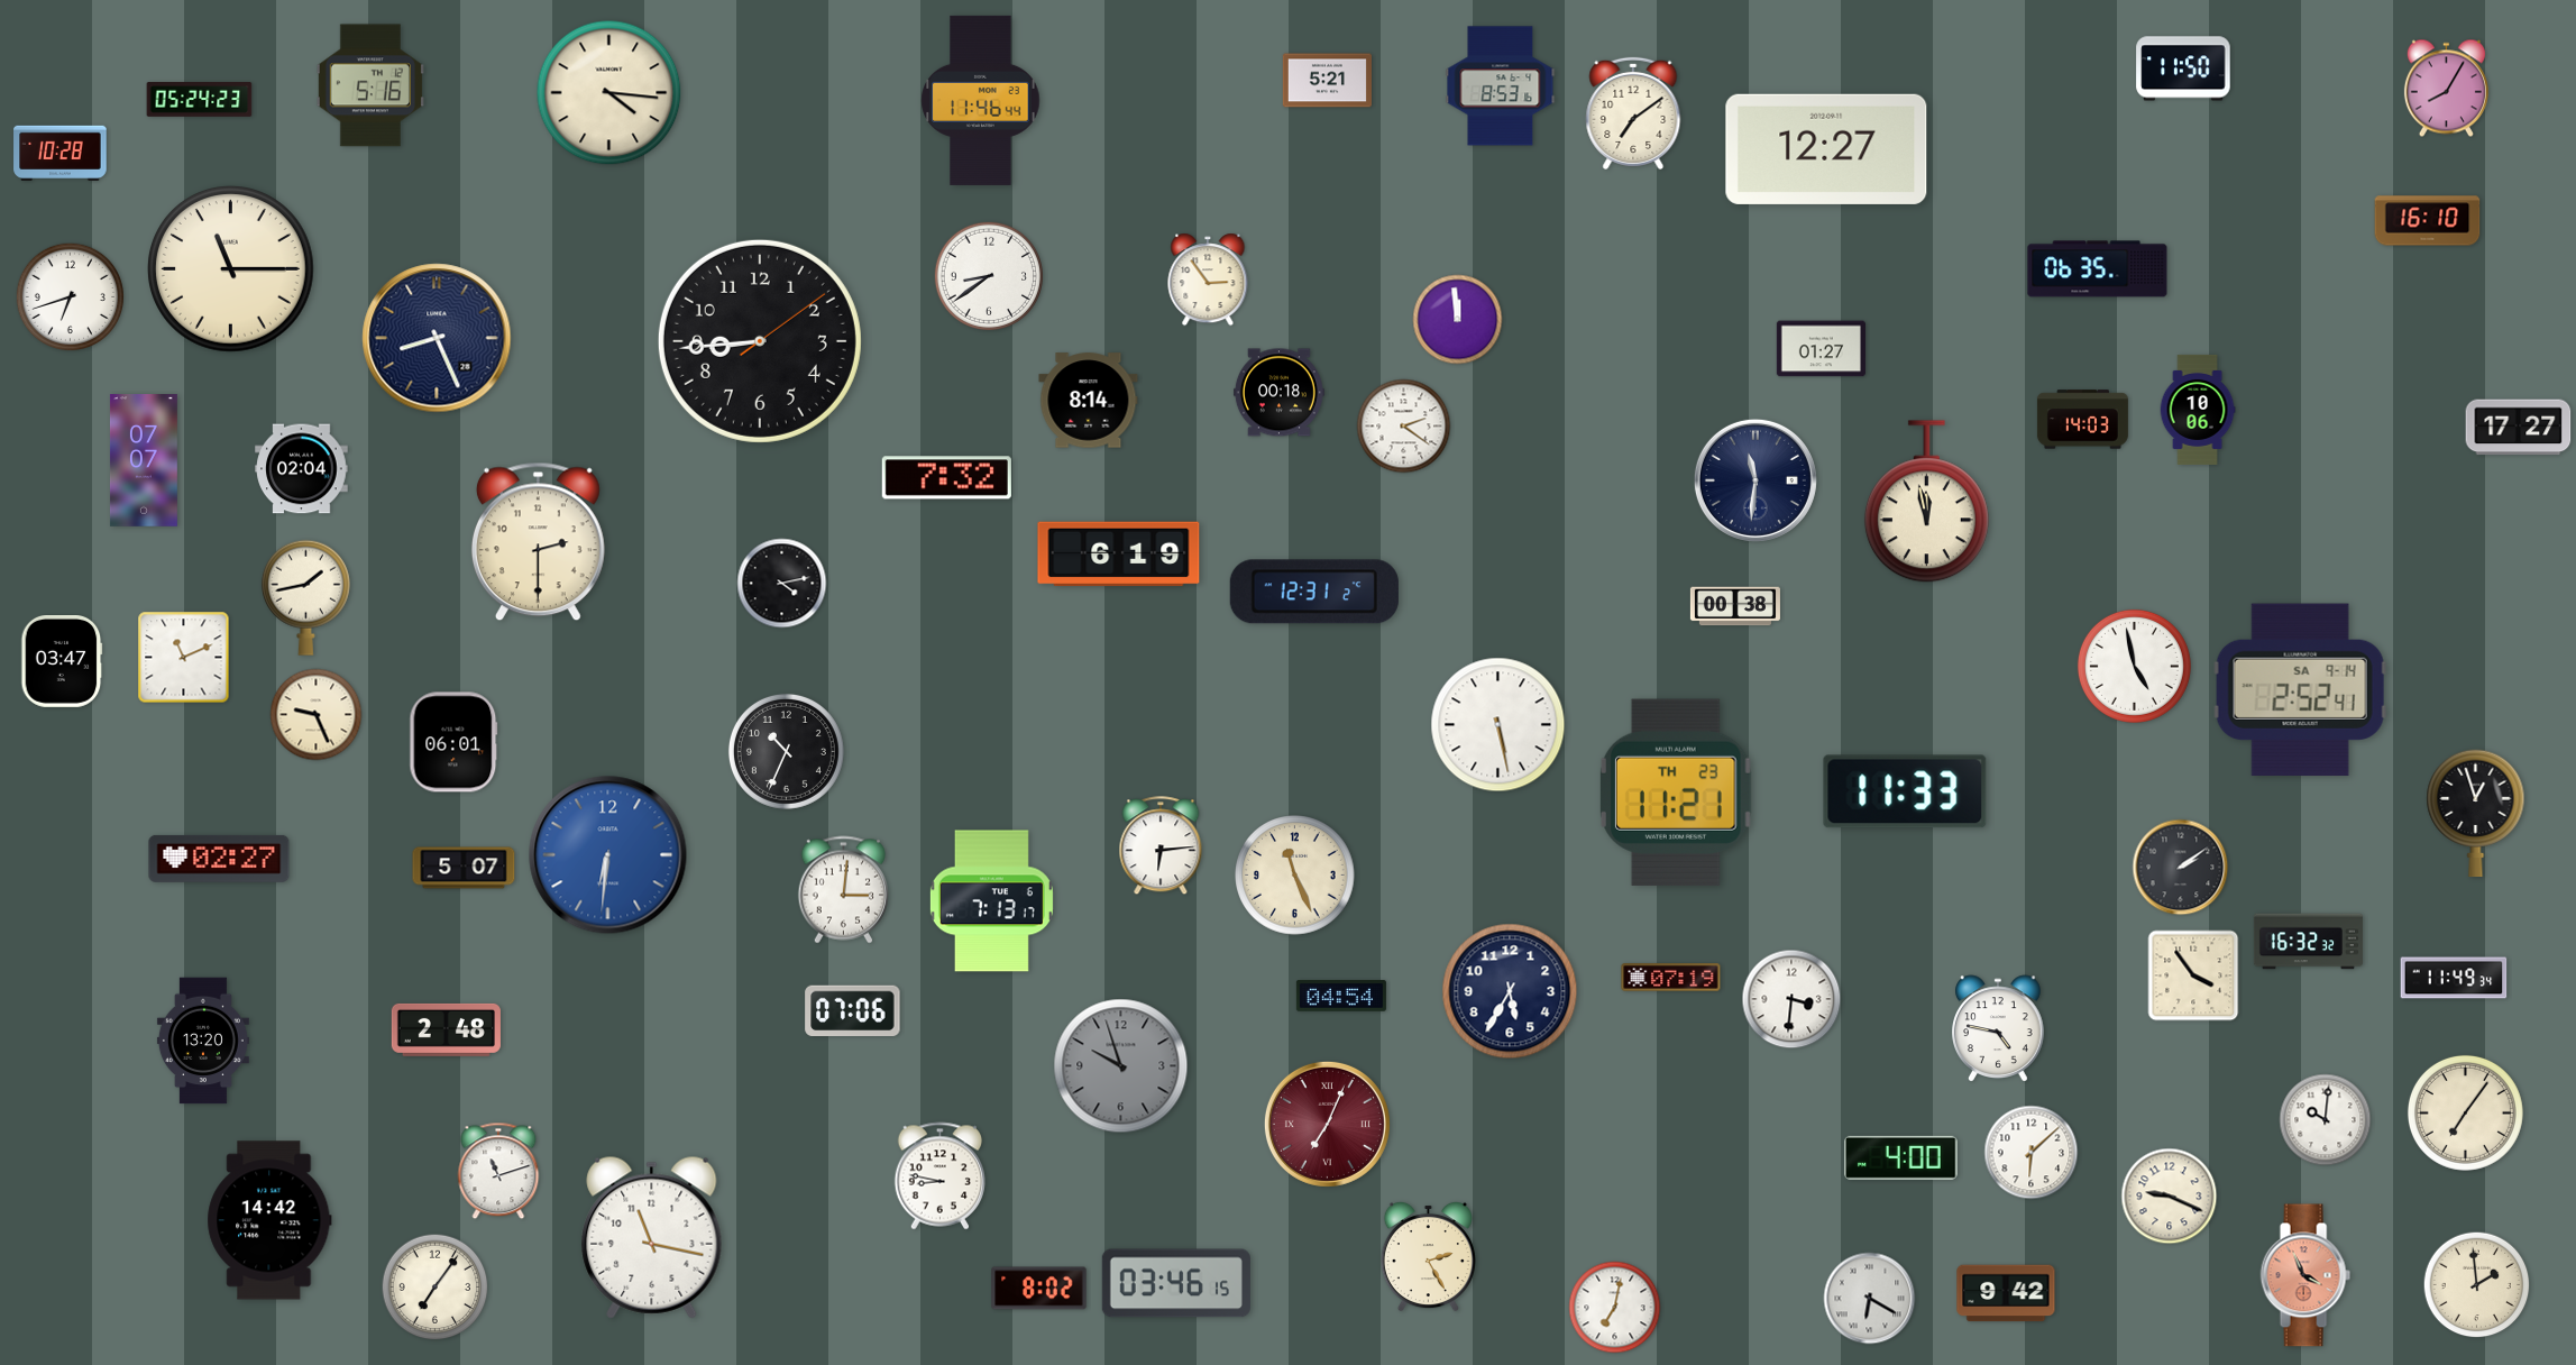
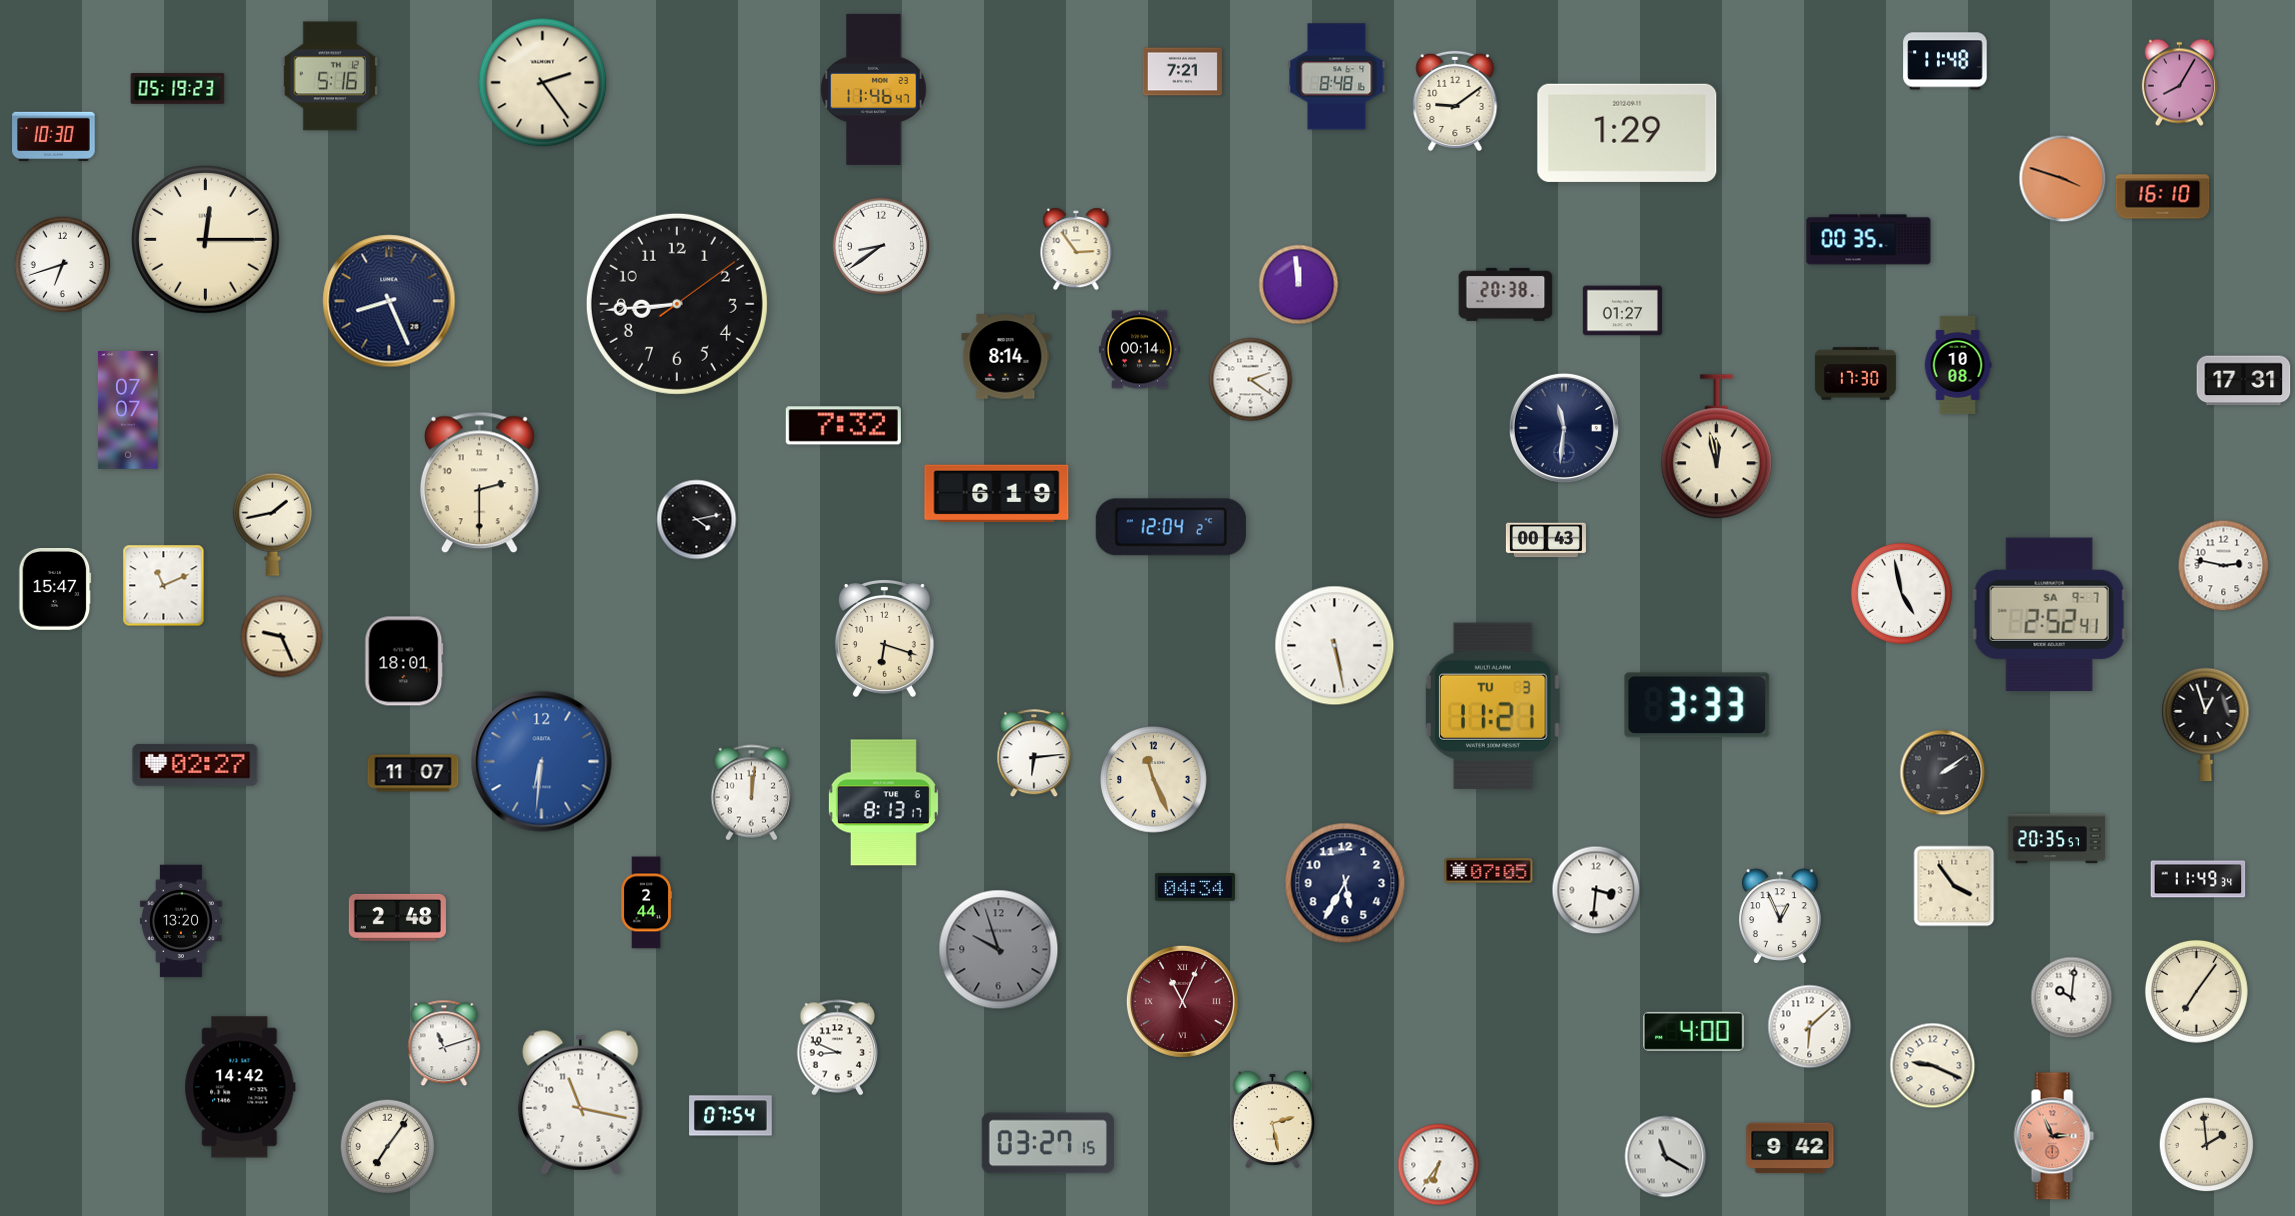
clock at (2183, 68): 11:50 -> 11:48
clock at (1327, 81): 5:21 -> 7:21
clock at (1501, 86): 8:53 -> 8:48
clock at (2446, 89) position: (2446, 89) -> (2179, 83)
clock at (609, 93): 4:16 -> 2:24
clock at (200, 100): 05:24 -> 05:19
clock at (981, 100): 11:46:44 -> 11:46:47
clock at (1633, 113): 7:09 -> 9:09
clock at (1826, 149): 12:27 -> 1:29
clock at (61, 153): 10:28 -> 10:30
clock at (2063, 179): none -> 3:48
clock at (231, 269): 11:15 -> 12:15
clock at (2098, 269): 06:35 -> 00:35
clock at (1506, 294): none -> 20:38
clock at (1278, 393): 00:18 -> 00:14
clock at (1089, 401) position: (1089, 401) -> (1006, 357)
clock at (2198, 410): 10:06 -> 10:08
clock at (2082, 420): 14:03 -> 17:30
clock at (2519, 428): 17:27 -> 17:31
clock at (302, 469): 02:04 -> none
clock at (1314, 592): 12:31 -> 12:04
clock at (305, 597) position: (305, 597) -> (272, 524)
clock at (1735, 606): 00:38 -> 00:43
clock at (2224, 566): none -> 2:47
clock at (62, 662): 03:47 -> 15:47
clock at (2300, 690) date: SA 9-14 -> SA 9-7
clock at (884, 639): none -> 6:18
clock at (453, 742): 06:01 -> 18:01
clock at (786, 751): 10:34 -> none
clock at (1905, 791): 11:33 -> 3:33
clock at (1676, 793) date: TH 23 -> TU 3
clock at (464, 868): 5:07 -> 11:07
clock at (844, 890): 3:01 -> 12:01
clock at (991, 901): 7:13 -> 8:13
clock at (2308, 942): 16:32 -> 20:35
clock at (2193, 975) position: (2193, 975) -> (1954, 886)
clock at (1671, 978): 07:19 -> 07:05
clock at (2454, 978) position: (2454, 978) -> (2198, 879)
clock at (1341, 997): 04:54 -> 04:34
clock at (853, 1011): 07:06 -> none
clock at (647, 903): none -> 2:44
clock at (1999, 1028): 4:47 -> 12:56
clock at (203, 1041) position: (203, 1041) -> (181, 921)
clock at (1327, 1124): 7:04 -> 11:04
clock at (941, 1176): 8:47 -> 8:49
clock at (731, 1116): none -> 07:54
clock at (1428, 1256): 2:25 -> 2:28
clock at (2305, 1275): 3:56 -> 2:56
clock at (1176, 1283): 03:46 -> 03:27
clock at (1039, 1289): 8:02 -> none
clock at (2006, 1293) position: (2006, 1293) -> (1790, 1148)
clock at (1870, 1299): 6:20 -> 11:20
clock at (1615, 1308): 7:02 -> 6:36
